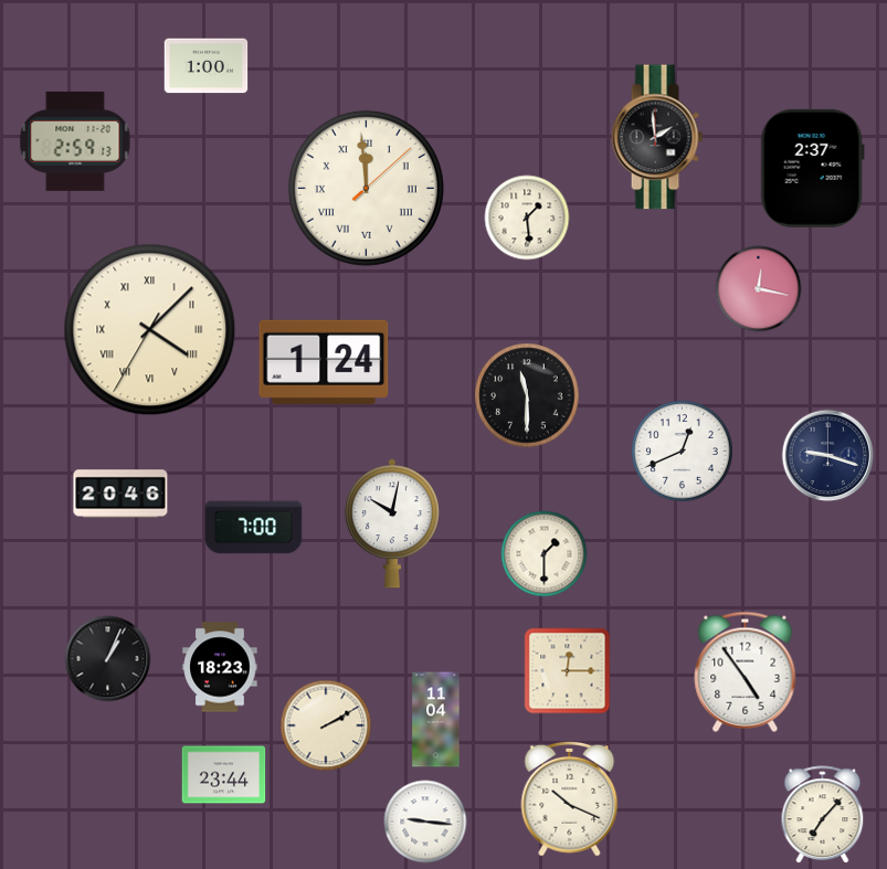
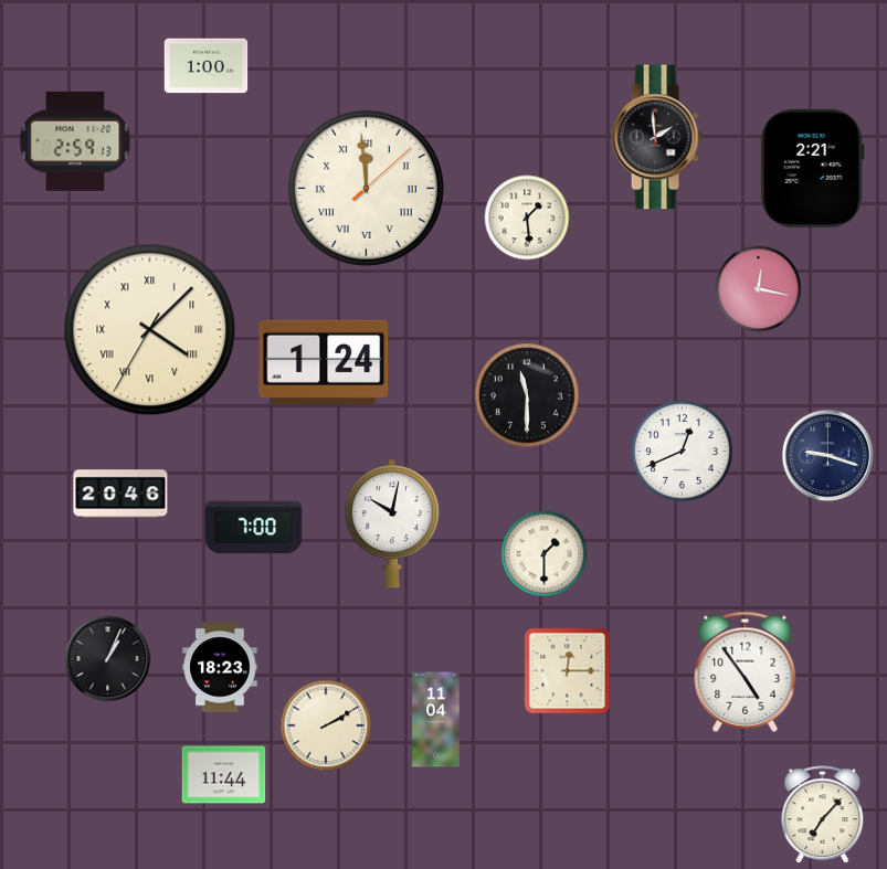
clock at (812, 168): 2:37 -> 2:21
clock at (224, 775): 23:44 -> 11:44
clock at (570, 798): 10:19 -> none
clock at (425, 822): 9:16 -> none
